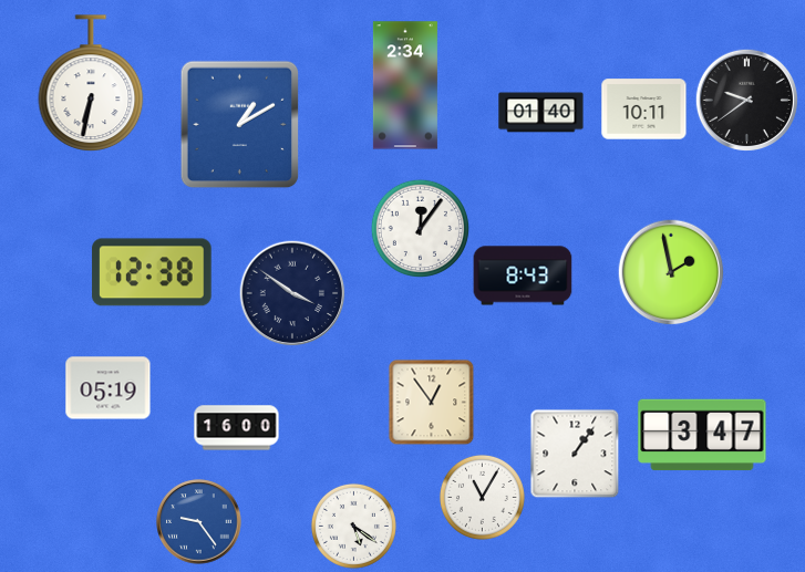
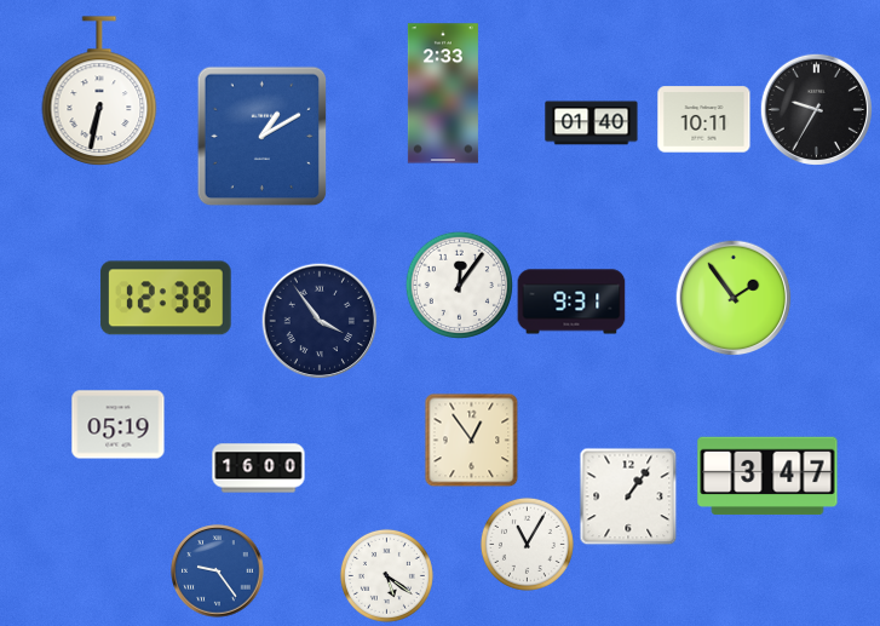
clock at (405, 85): 2:34 -> 2:33
clock at (746, 100): 9:39 -> 9:35
clock at (420, 228) position: (420, 228) -> (459, 285)
clock at (671, 272): 1:58 -> 1:54
clock at (523, 275): 8:43 -> 9:31
clock at (292, 293): 3:51 -> 3:54
